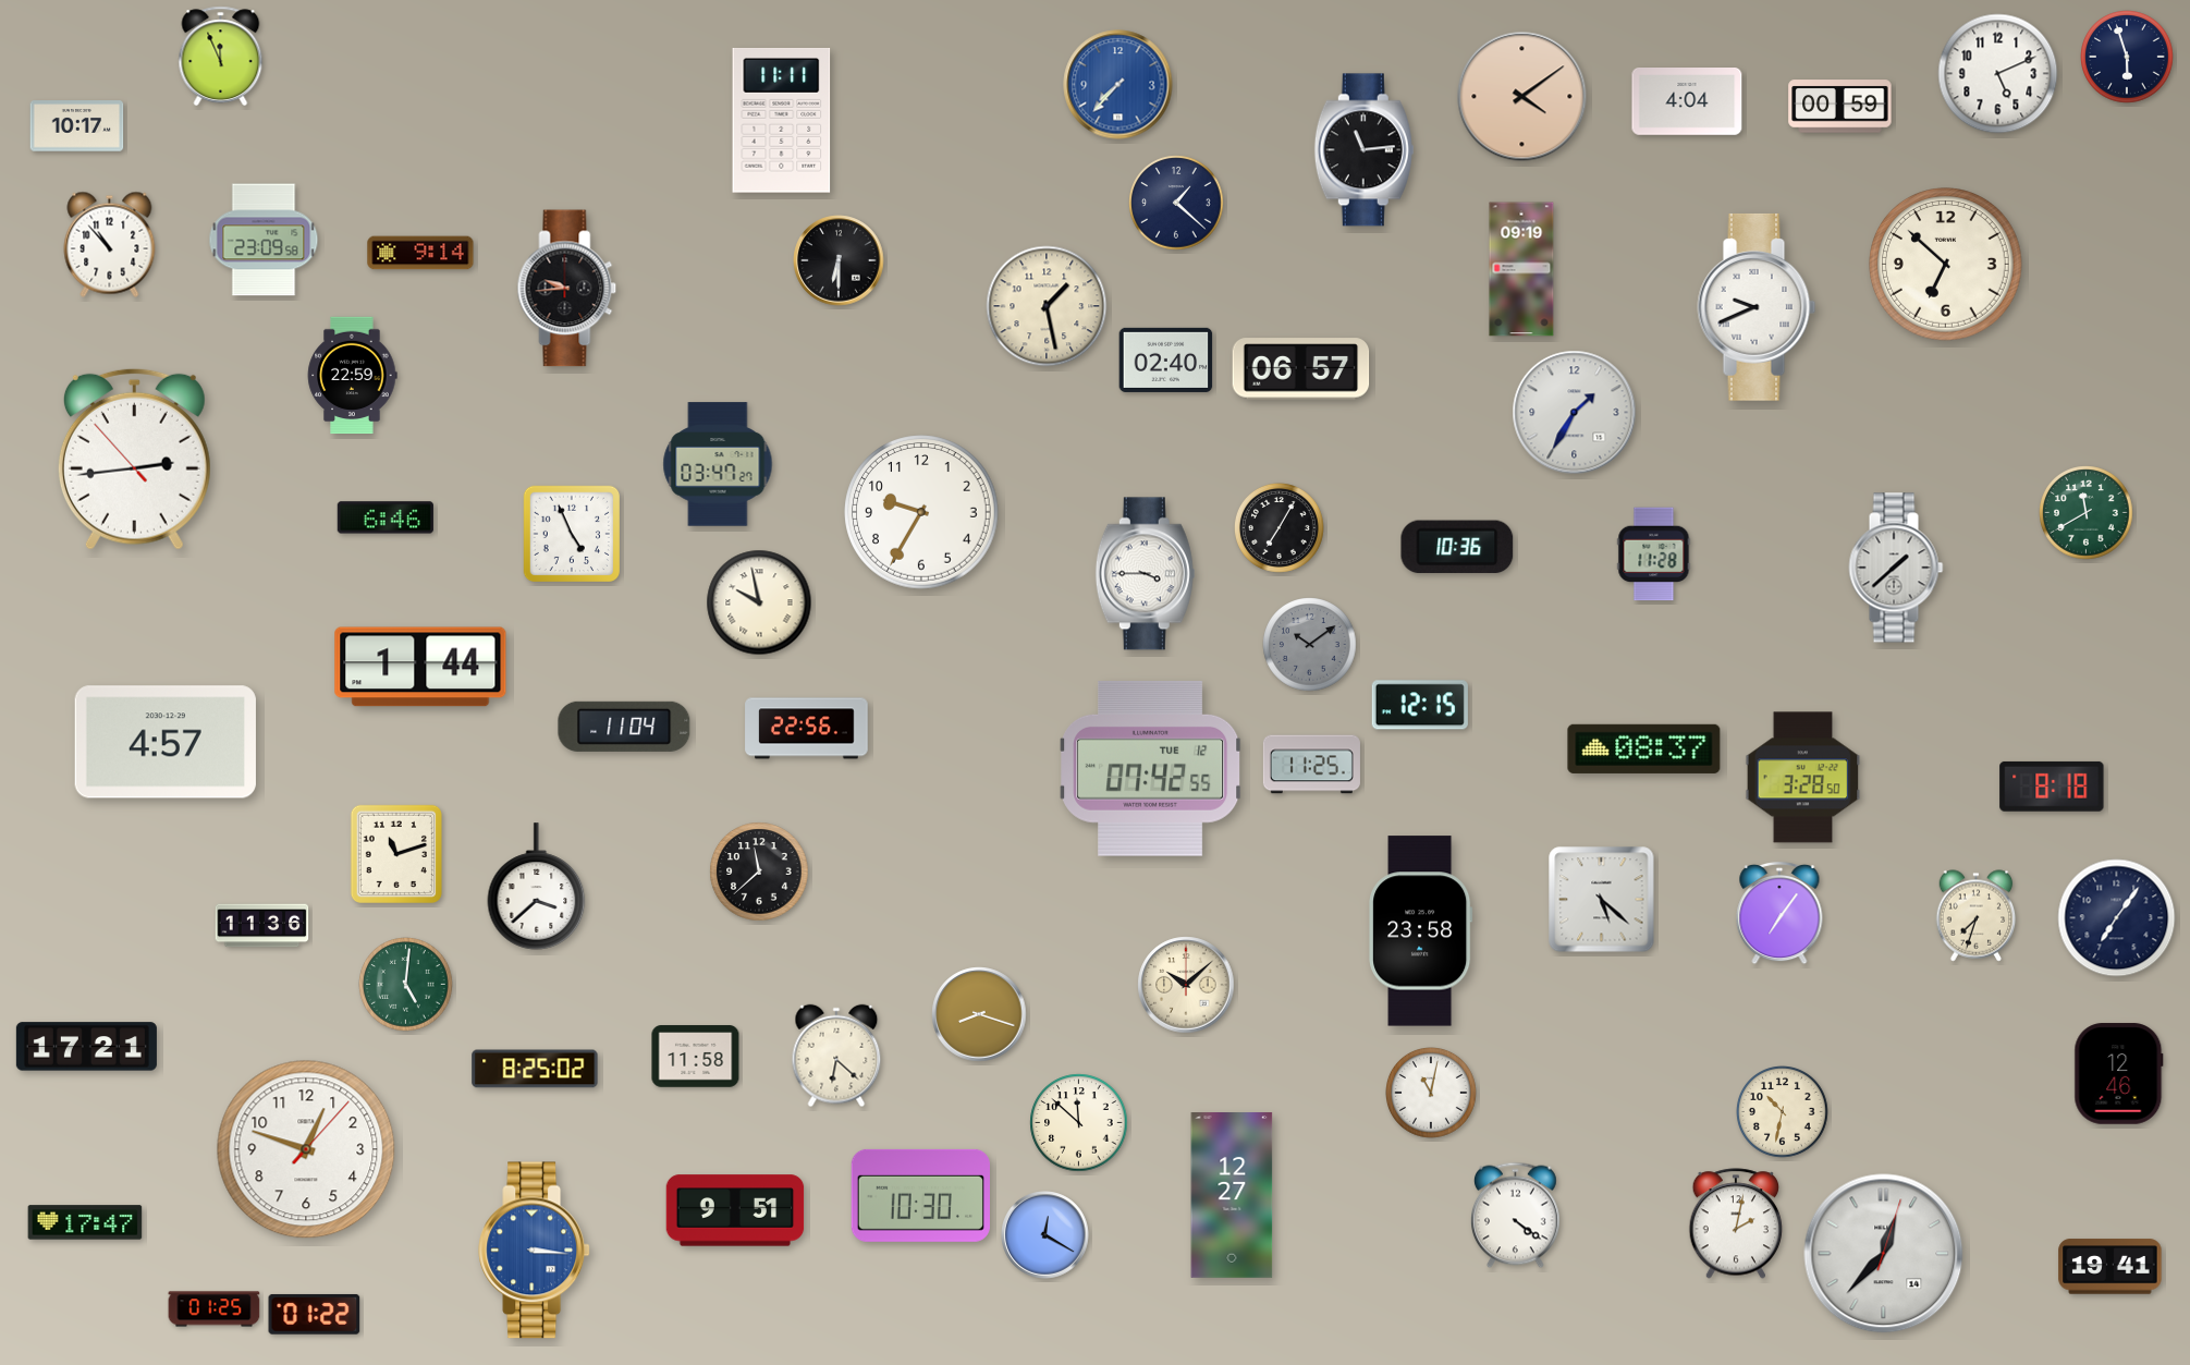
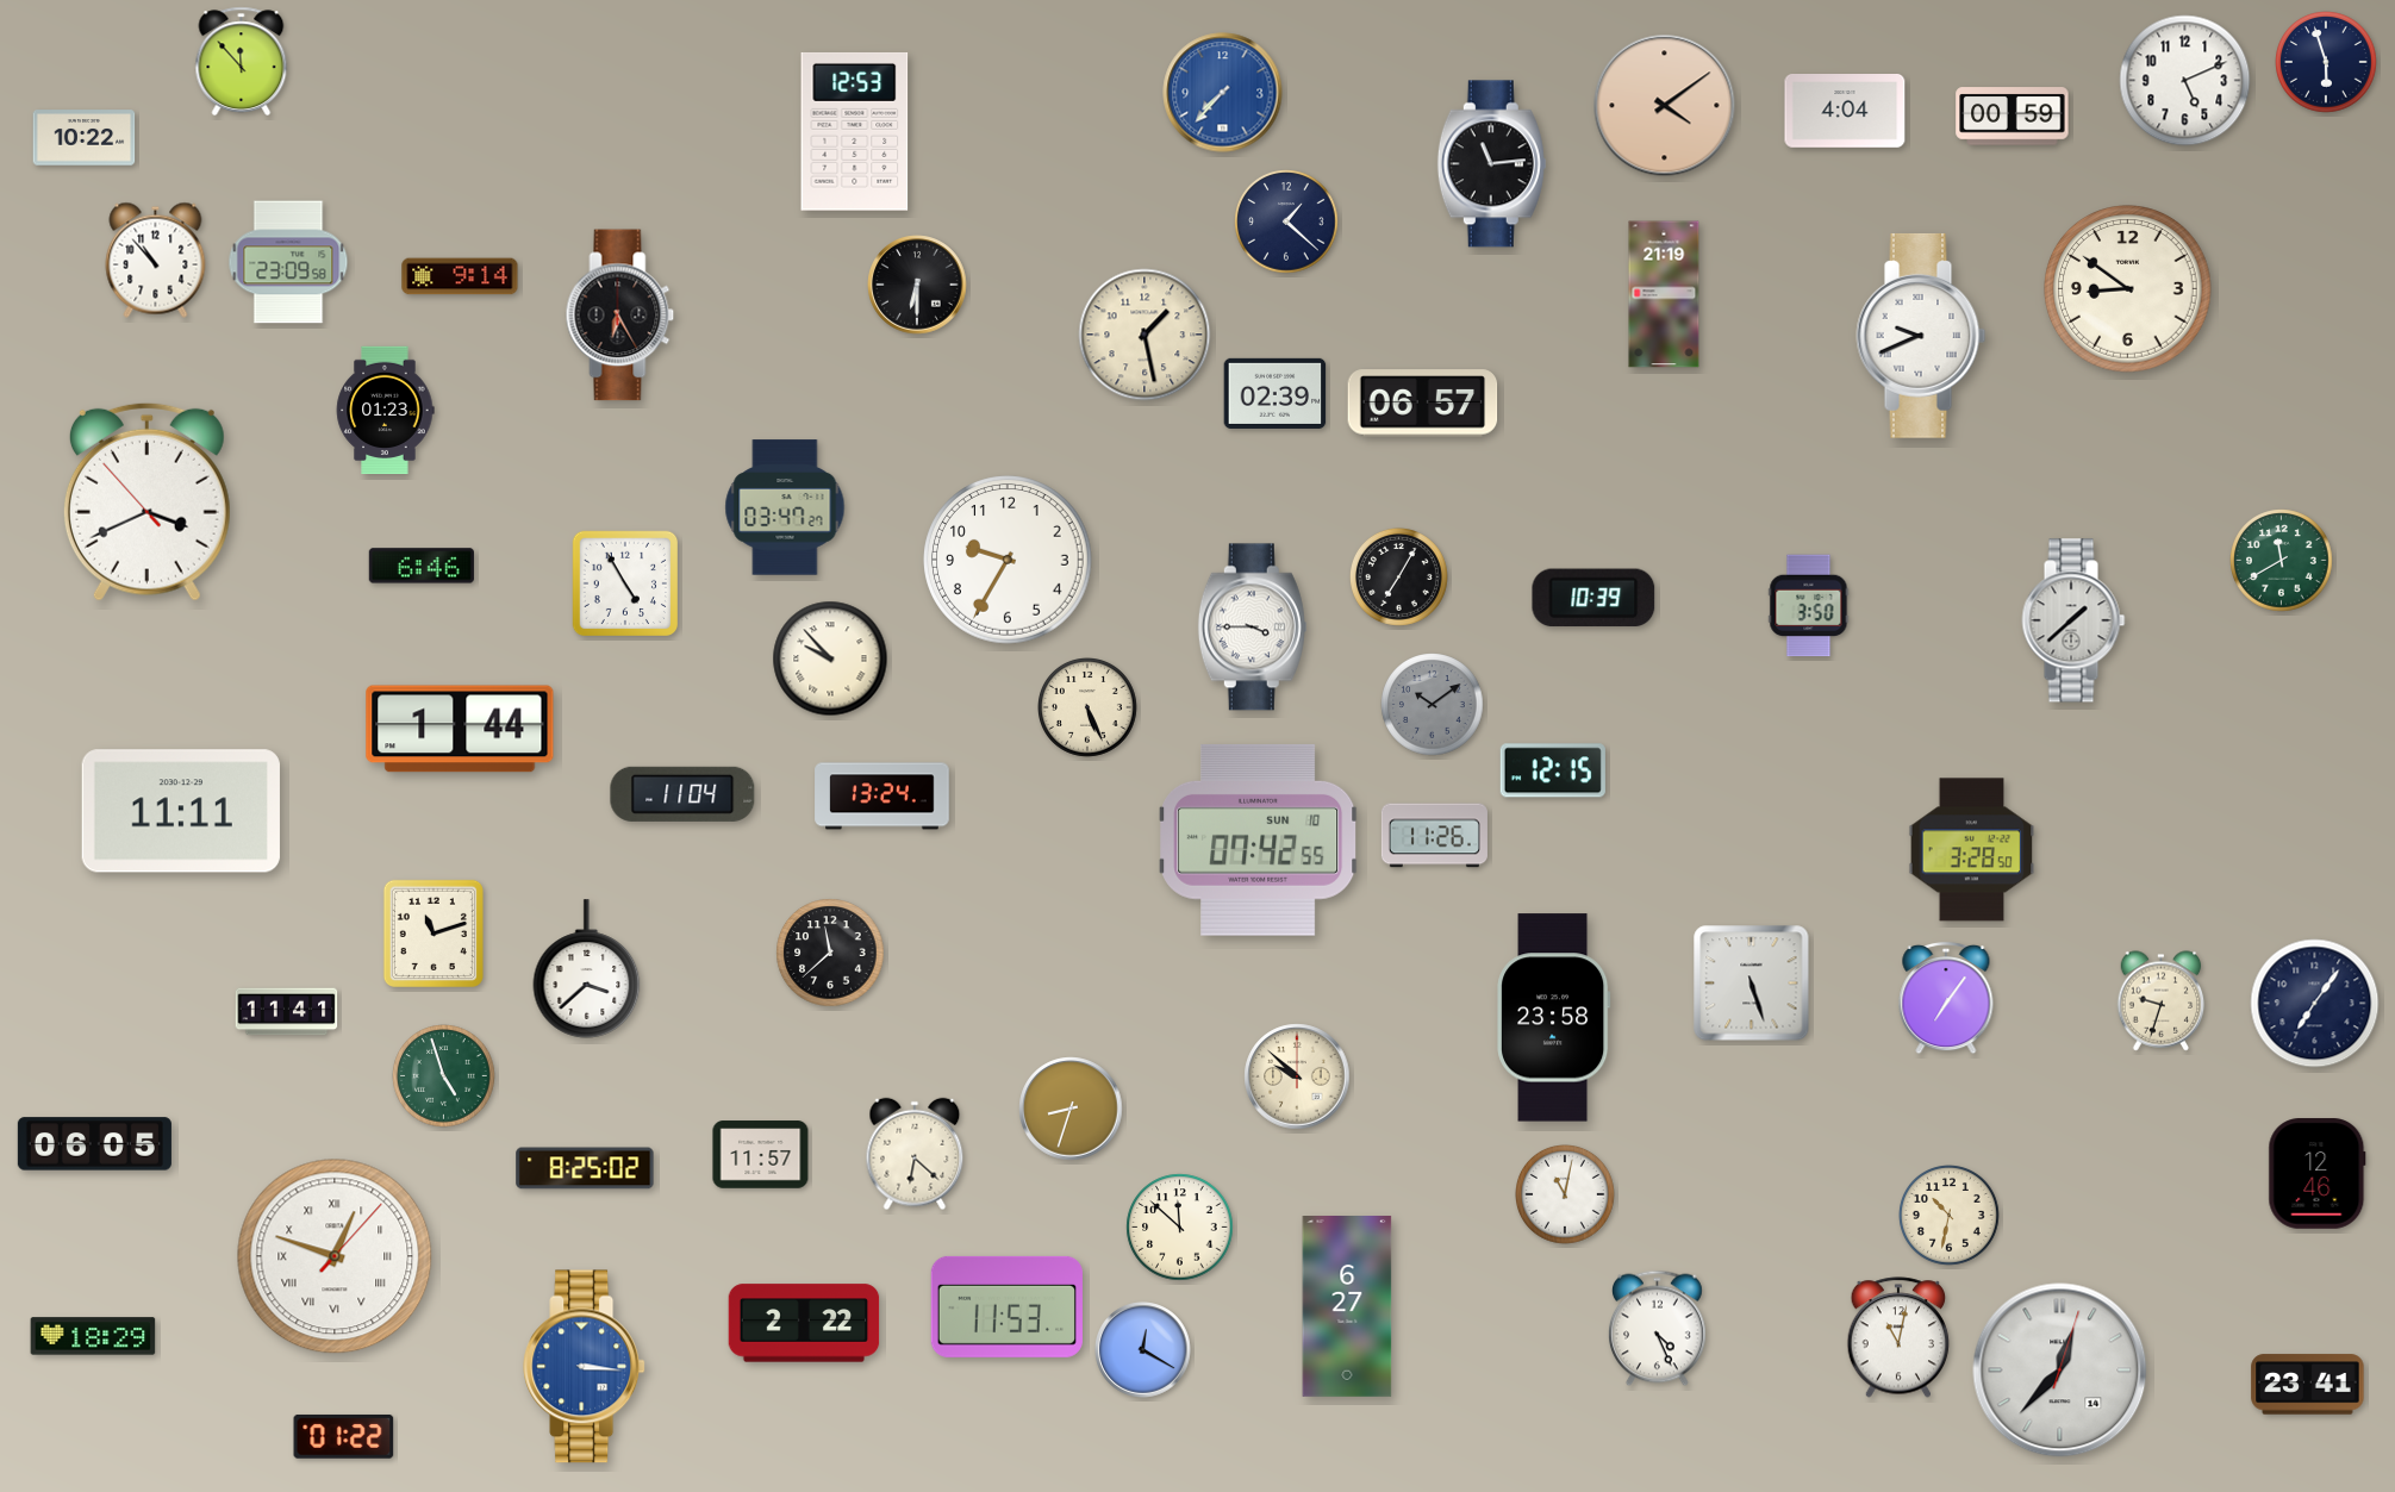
clock at (221, 57): 11:56 -> 11:53
clock at (782, 120): 11:11 -> 12:53
clock at (77, 126): 10:17 -> 10:22
clock at (110, 244) position: (110, 244) -> (156, 260)
clock at (1946, 265): 6:52 -> 8:51
clock at (1521, 269): 09:19 -> 21:19
clock at (567, 289): 9:44 -> 6:25
clock at (1166, 359): 02:40 -> 02:39
clock at (352, 376): 22:59 -> 01:23
clock at (1575, 413): 1:35 -> none
clock at (134, 459): 2:43 -> 3:40
clock at (571, 533): 4:56 -> 4:55
clock at (1457, 547): 10:36 -> 10:39
clock at (1654, 554): 11:28 -> 3:50
clock at (759, 602): 9:58 -> 9:53
clock at (1089, 708): none -> 5:26
clock at (807, 729): 22:56 -> 13:24
clock at (166, 742): 4:57 -> 11:11
clock at (1644, 748): 08:37 -> none
clock at (1311, 765): 11:25 -> 11:26
clock at (1151, 768) date: TUE 12 -> SUN 10
clock at (2052, 787): 8:18 -> none
clock at (1602, 900): 5:22 -> 5:27
clock at (1977, 916): 7:33 -> 9:33
clock at (262, 926): 11:36 -> 11:41
clock at (406, 985): 5:01 -> 4:57
clock at (1186, 985): 10:08 -> 9:52
clock at (979, 1014): 8:18 -> 8:33
clock at (86, 1047): 17:21 -> 06:05
clock at (696, 1057): 11:58 -> 11:57
clock at (306, 1149) numerals: Arabic -> Roman
clock at (920, 1195): 10:30 -> 11:53
clock at (1232, 1196): 12:27 -> 6:27
clock at (735, 1210): 9:51 -> 2:22
clock at (1516, 1216): 4:21 -> 4:26
clock at (85, 1222): 17:47 -> 18:29
clock at (1736, 1223): 2:02 -> 11:02
clock at (2111, 1267): 19:41 -> 23:41
clock at (215, 1309): 01:25 -> none
